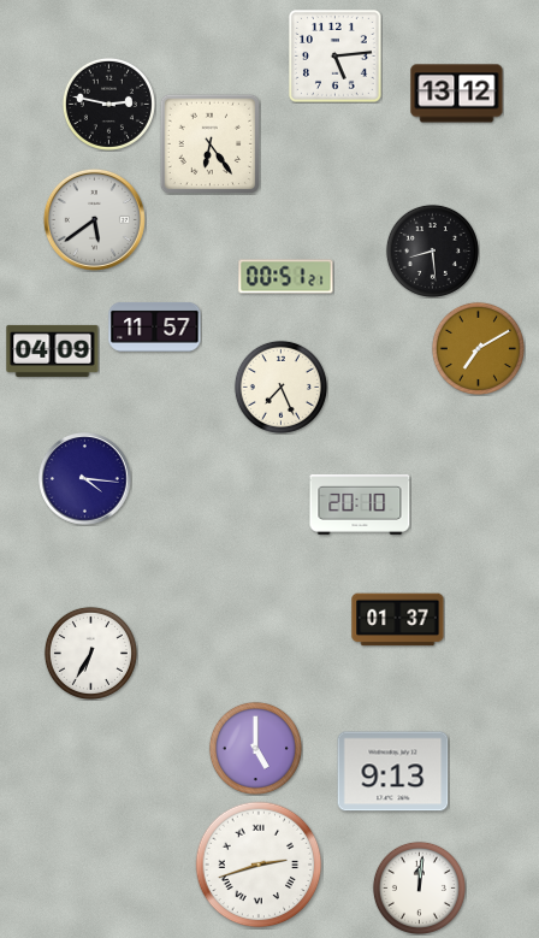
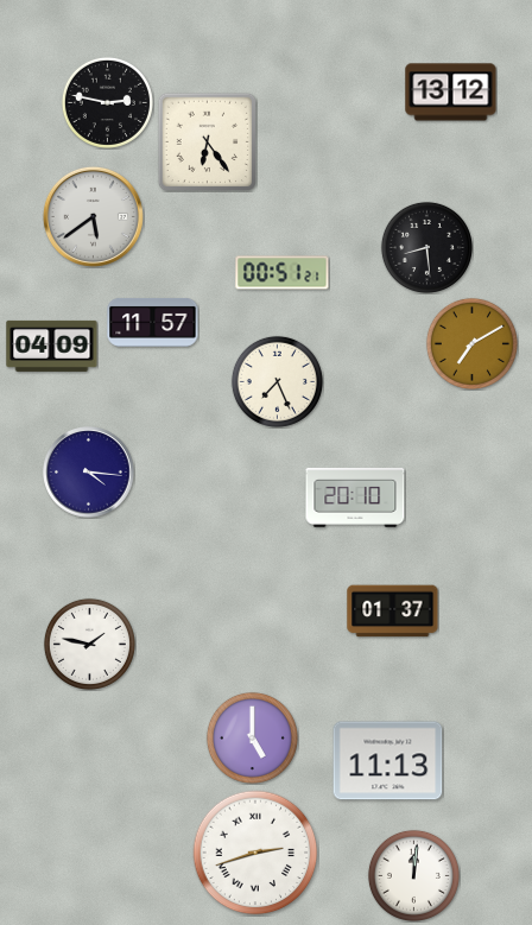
clock at (336, 57): 5:14 -> none
clock at (85, 479) position: (85, 479) -> (89, 473)
clock at (90, 653): 6:35 -> 1:47
clock at (393, 772): 9:13 -> 11:13
